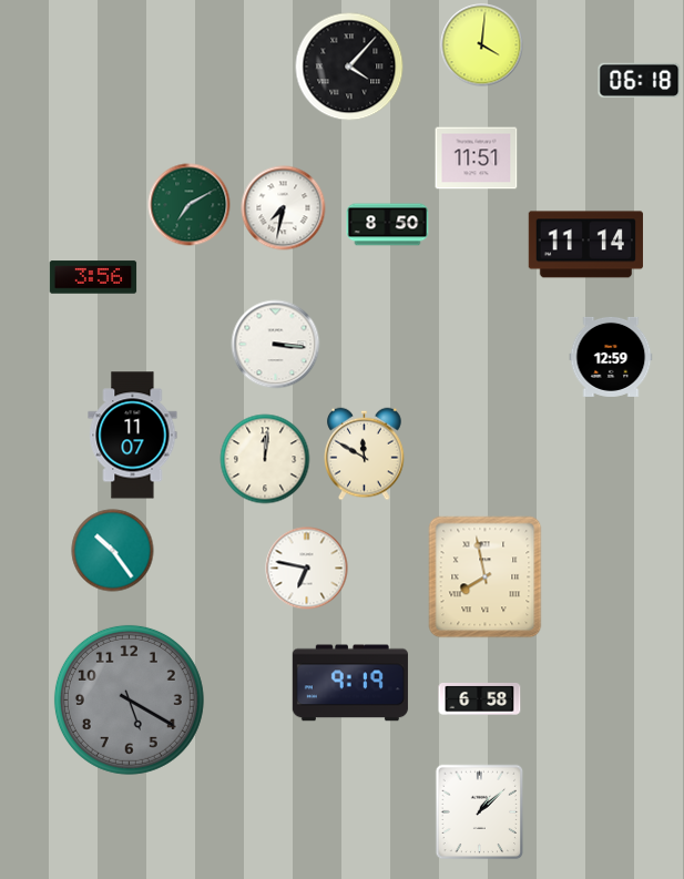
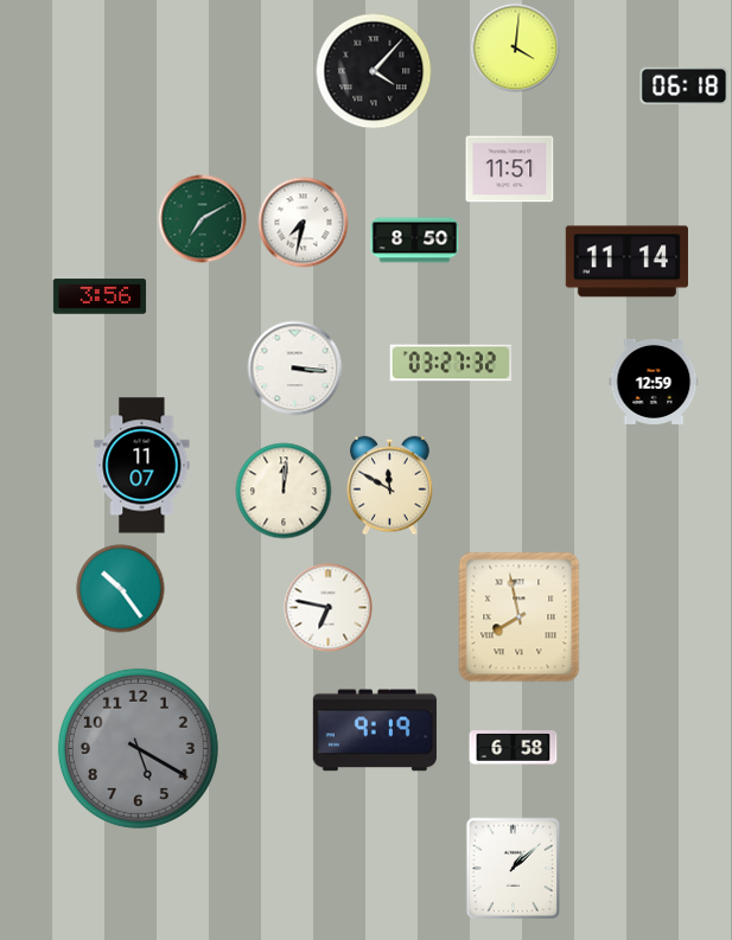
clock at (451, 363): none -> 03:27
